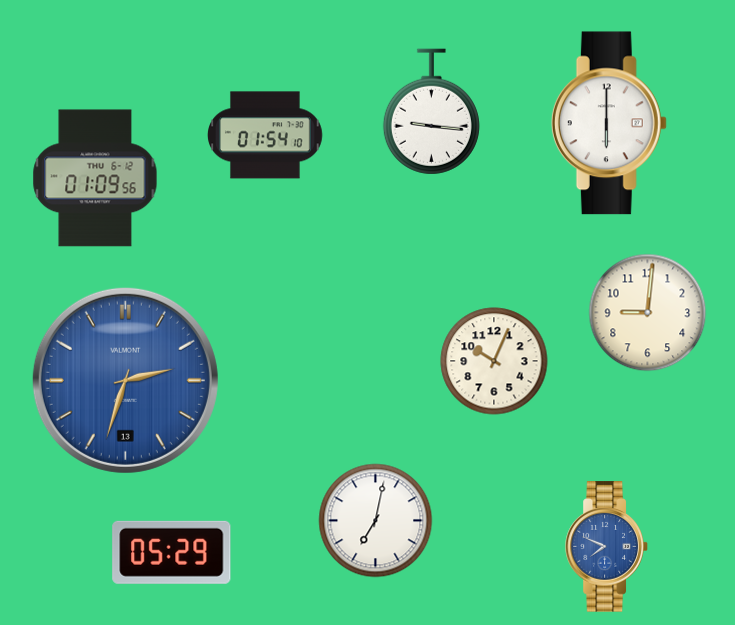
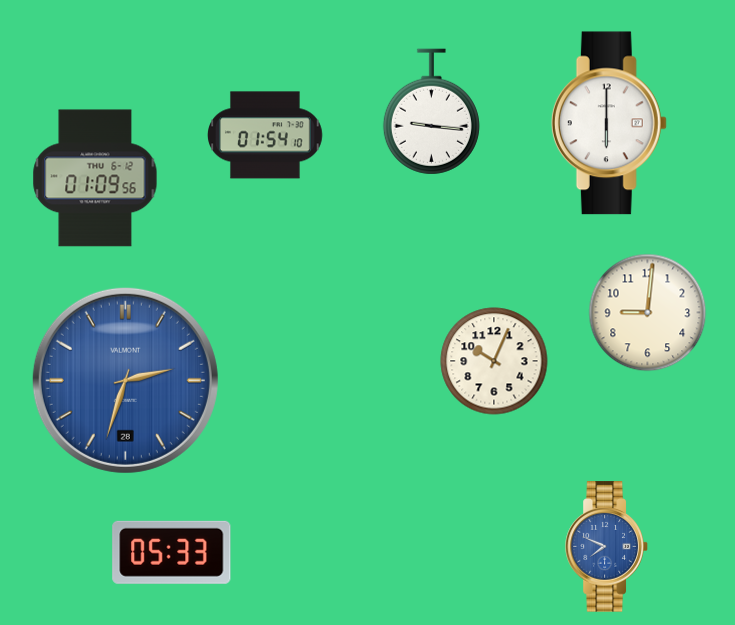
clock at (125, 380) date: 13 -> 28
clock at (376, 521): 7:02 -> none
clock at (172, 552): 05:29 -> 05:33
